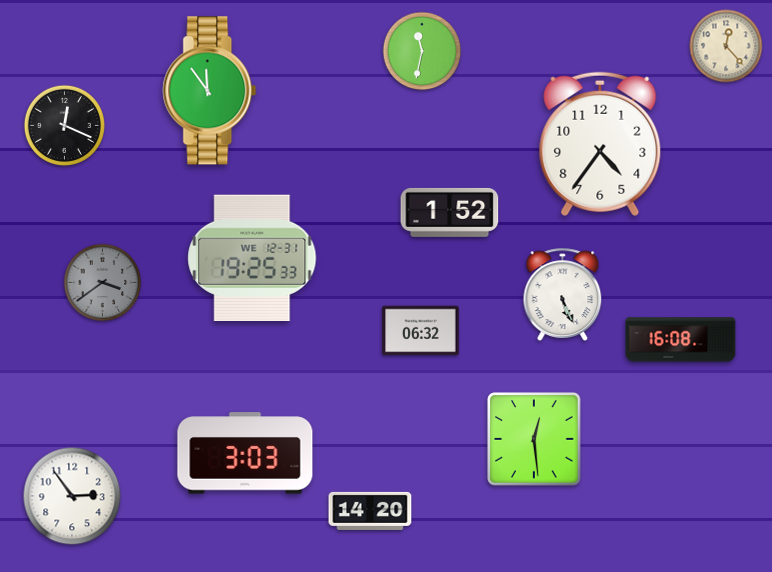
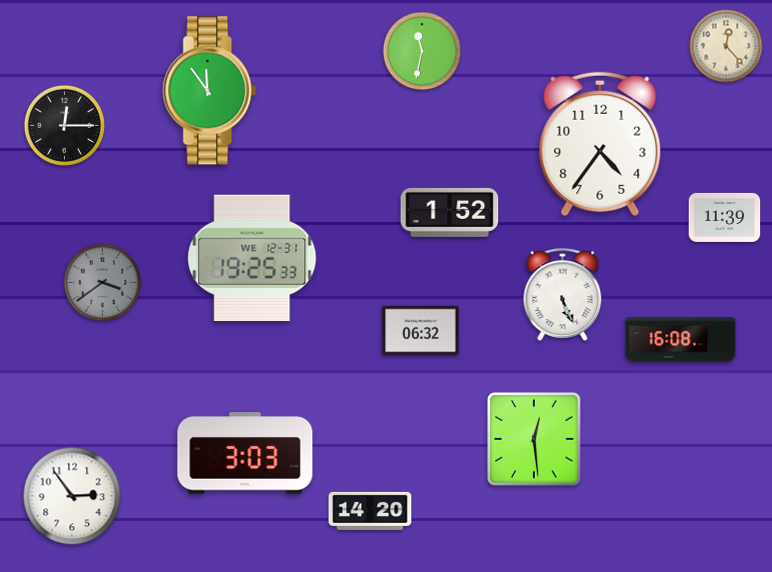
clock at (64, 125): 12:19 -> 12:15
clock at (725, 217): none -> 11:39
